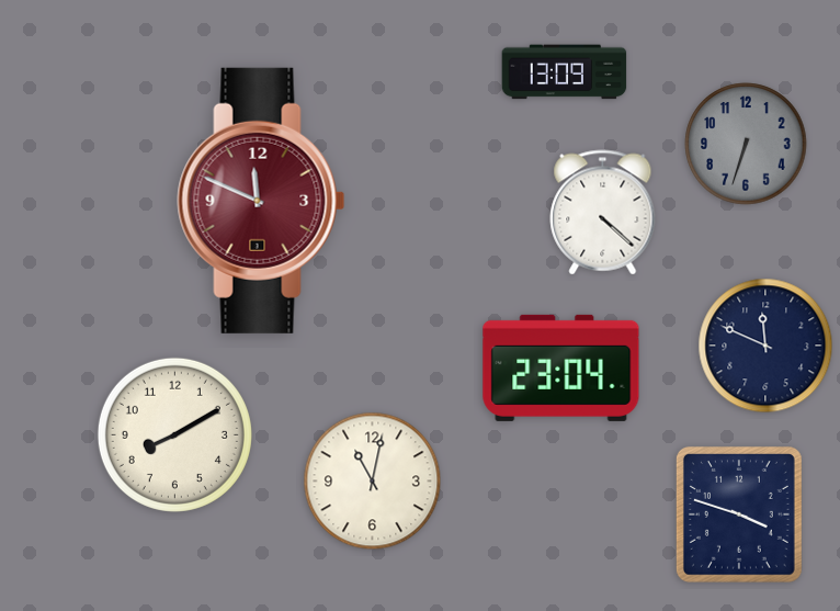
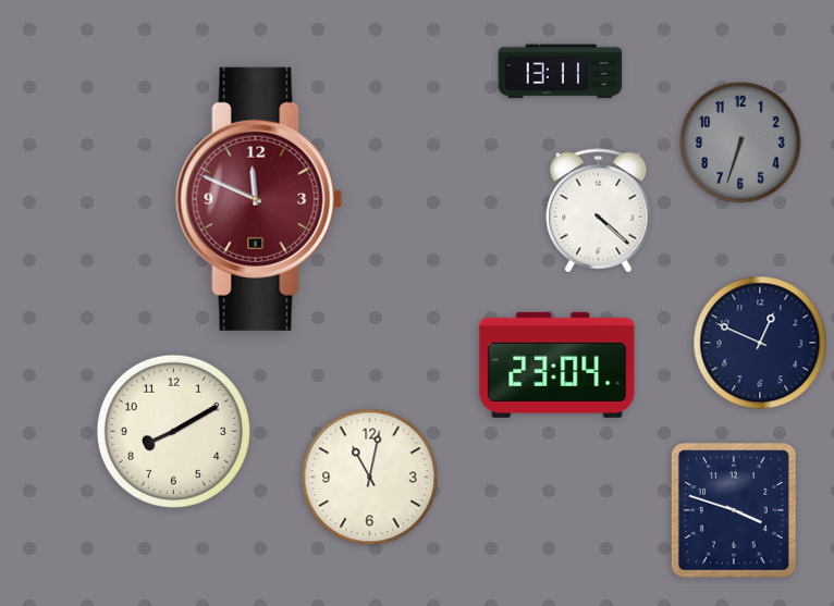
clock at (565, 72): 13:09 -> 13:11
clock at (765, 346): 11:49 -> 12:49
